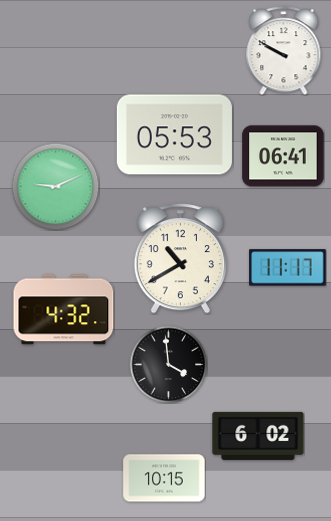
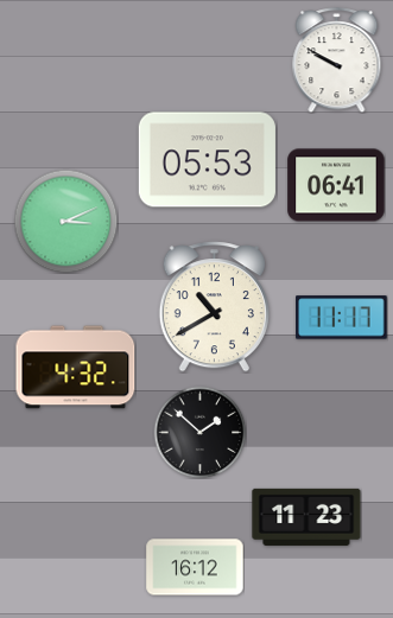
clock at (55, 186): 9:11 -> 3:11
clock at (168, 364): 3:59 -> 1:52
clock at (258, 436): 6:02 -> 11:23
clock at (164, 478): 10:15 -> 16:12
